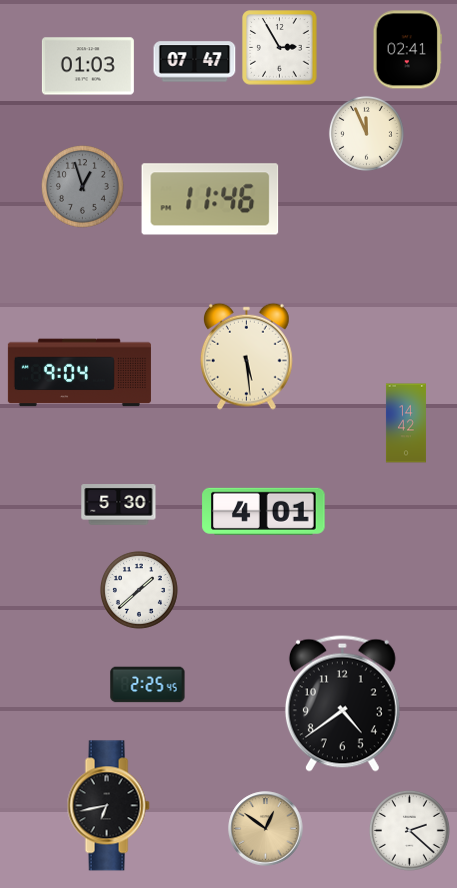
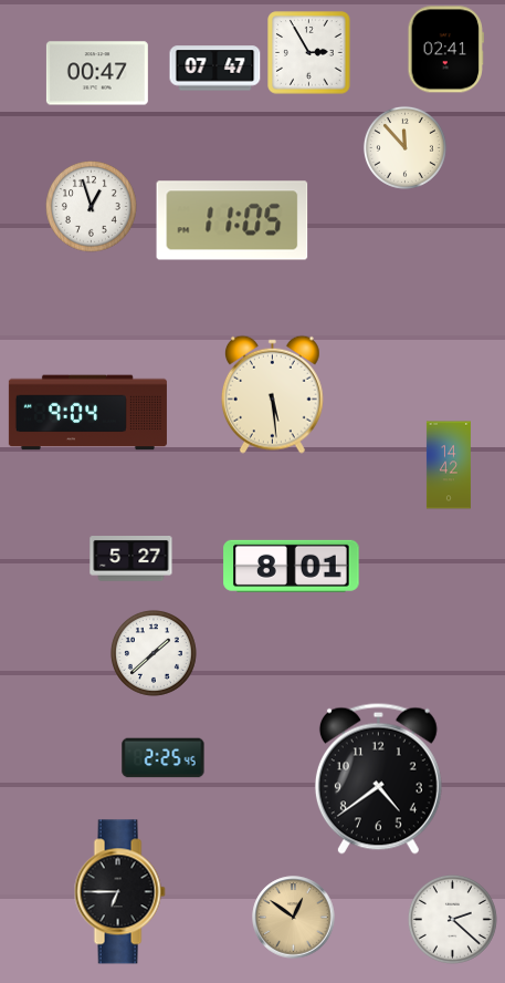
clock at (407, 50) position: (407, 50) -> (445, 50)
clock at (88, 66): 01:03 -> 00:47
clock at (366, 133): 11:56 -> 11:53
clock at (83, 187) dial: grey -> white
clock at (210, 199): 11:46 -> 11:05
clock at (406, 423) position: (406, 423) -> (449, 465)
clock at (119, 505): 5:30 -> 5:27
clock at (264, 511): 4:01 -> 8:01
clock at (108, 806): 6:43 -> 6:45
